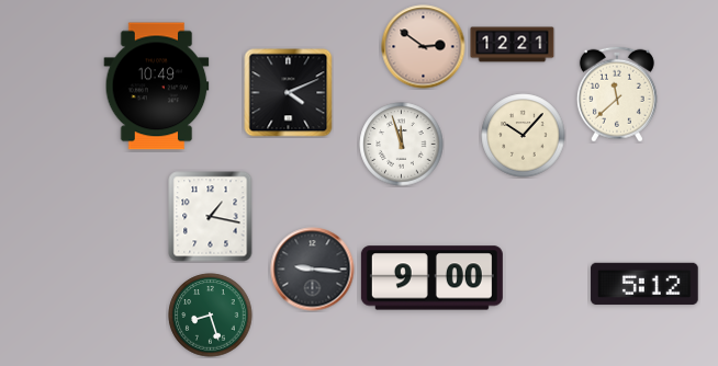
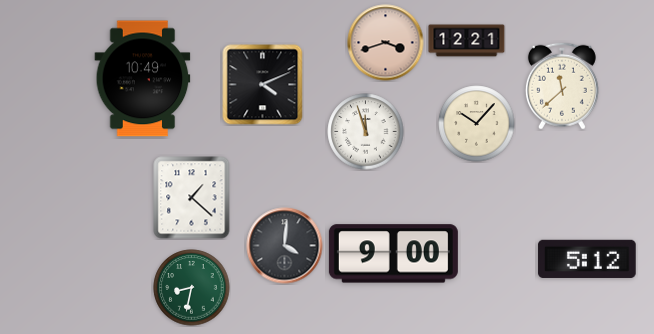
clock at (424, 47): 2:51 -> 3:42
clock at (211, 217): 1:17 -> 1:22
clock at (313, 270): 9:16 -> 4:01
clock at (211, 316): 8:27 -> 8:32
